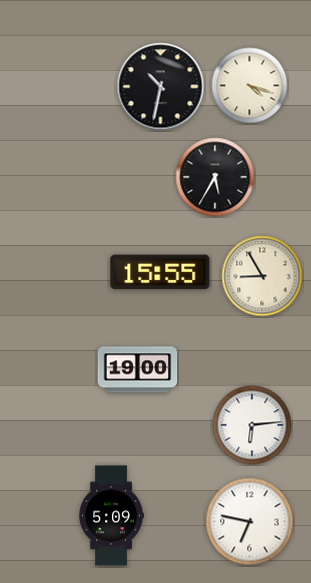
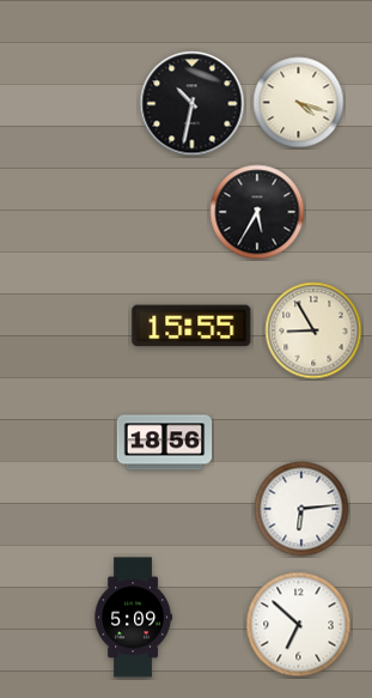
clock at (138, 370): 19:00 -> 18:56
clock at (250, 522): 6:47 -> 6:52
